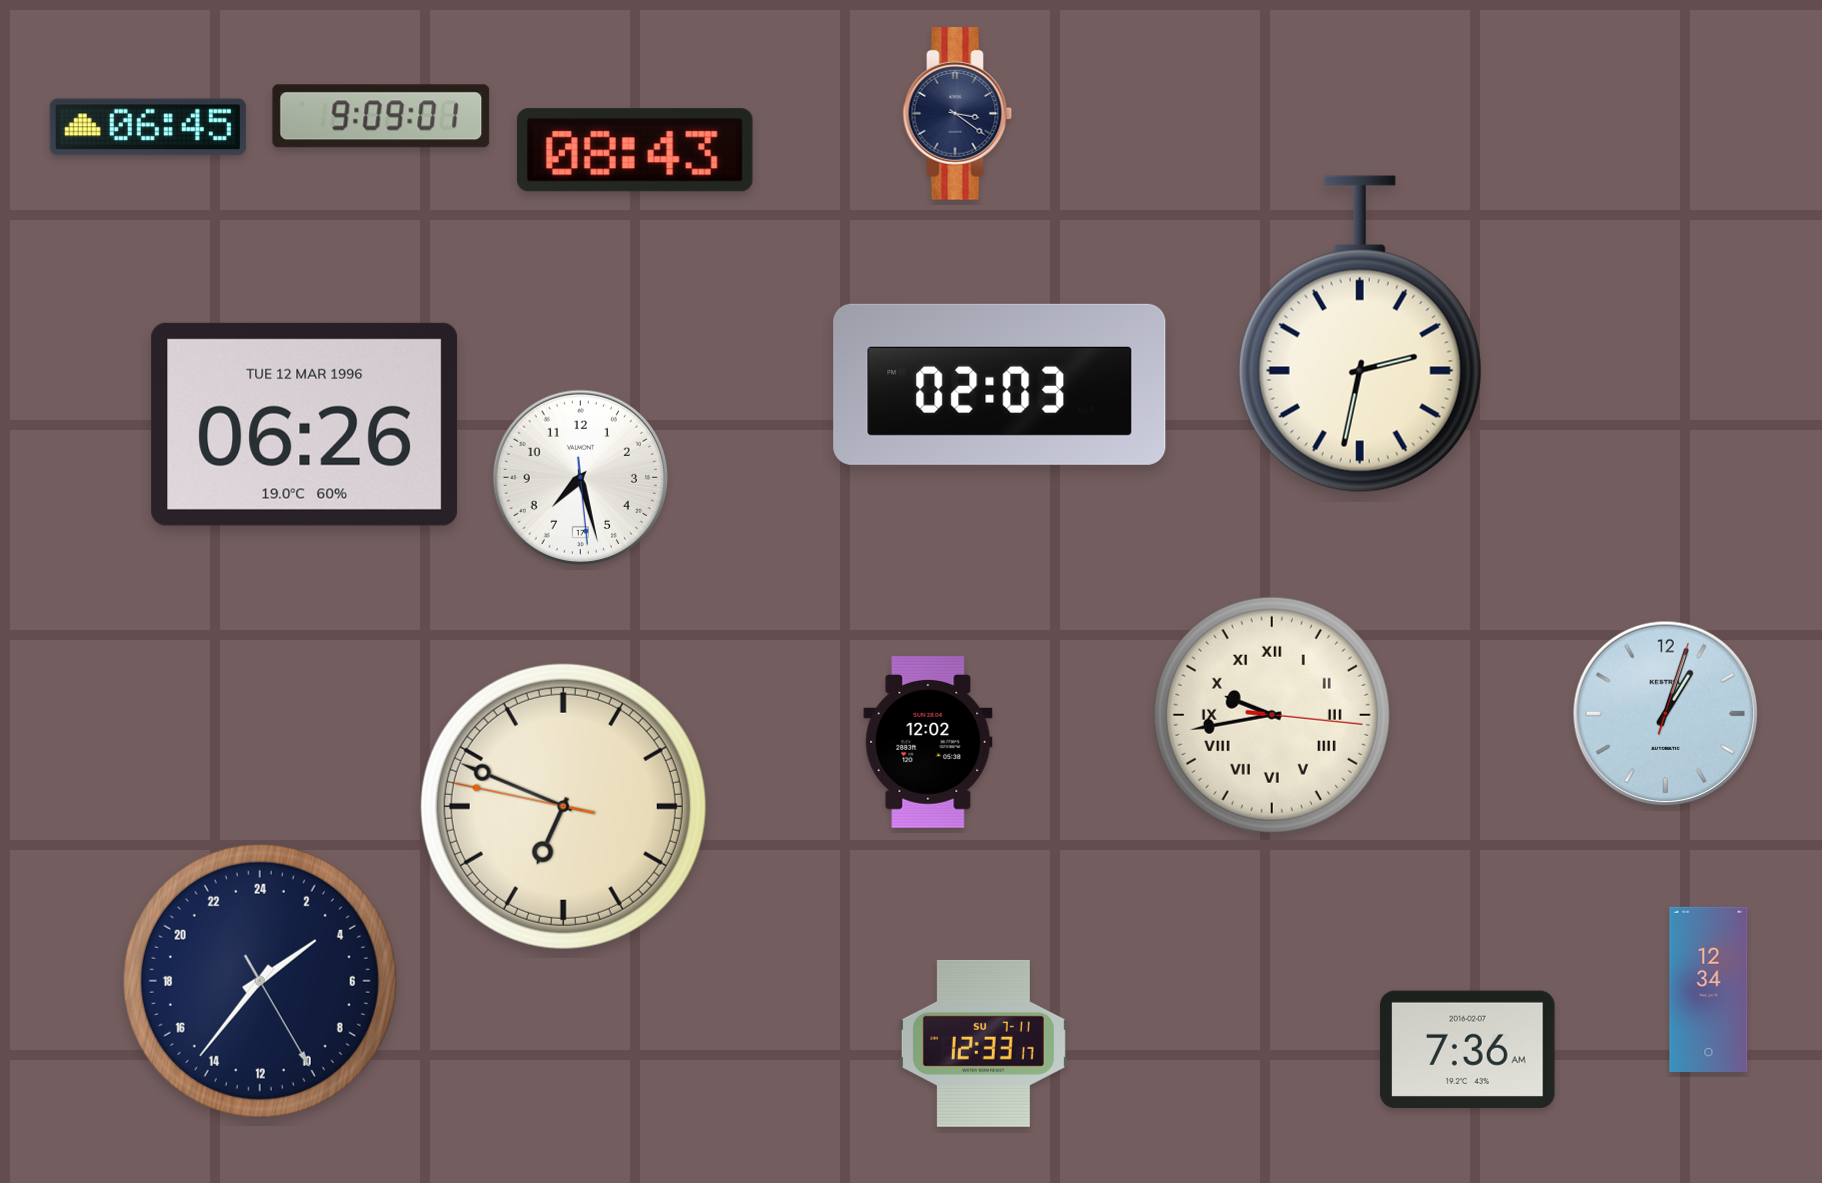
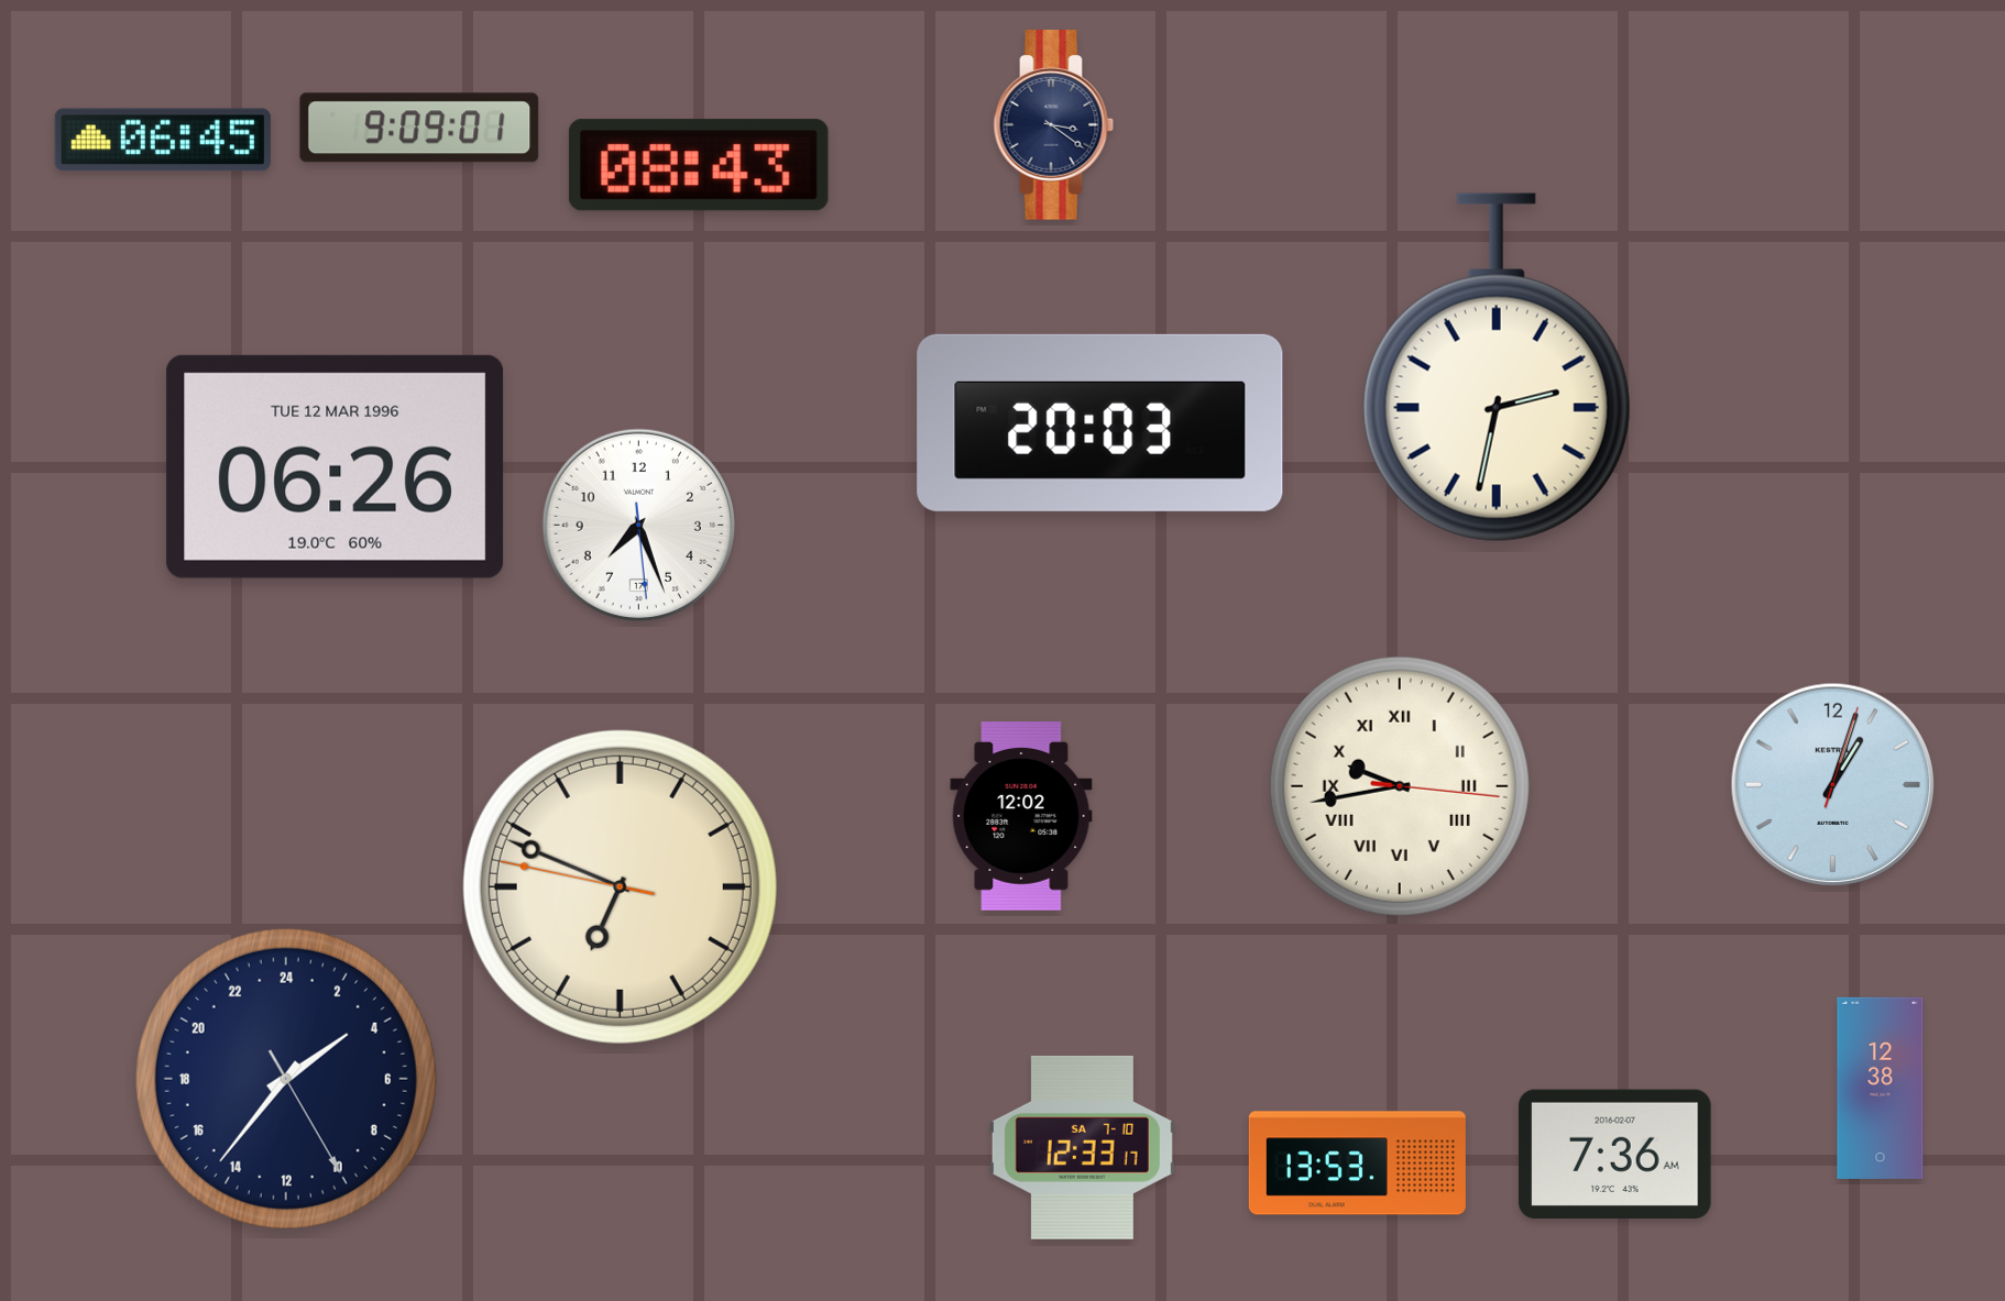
clock at (1000, 384): 02:03 -> 20:03
clock at (580, 477): 7:27 -> 7:26
clock at (1709, 989): 12:34 -> 12:38
clock at (983, 1043) date: SU 7-11 -> SA 7-10
clock at (1357, 1164): none -> 13:53
